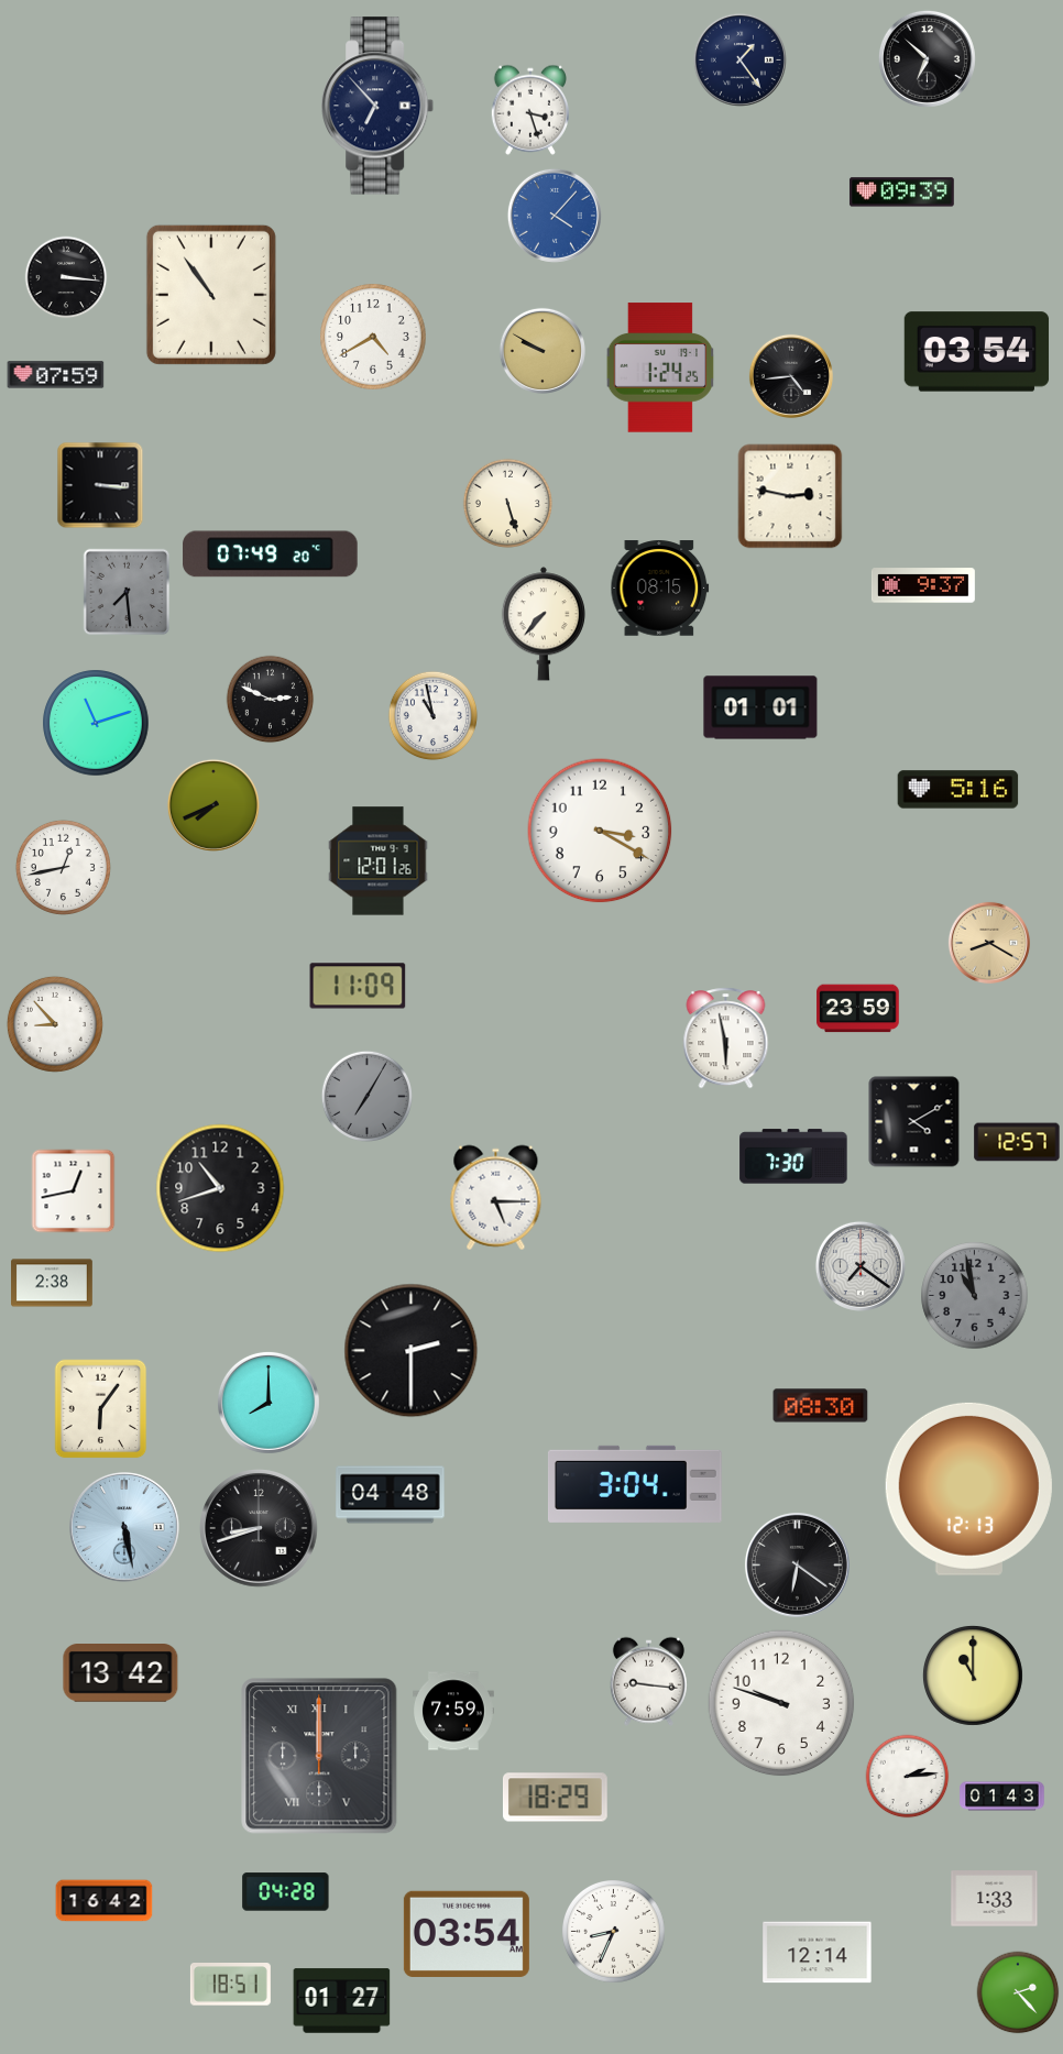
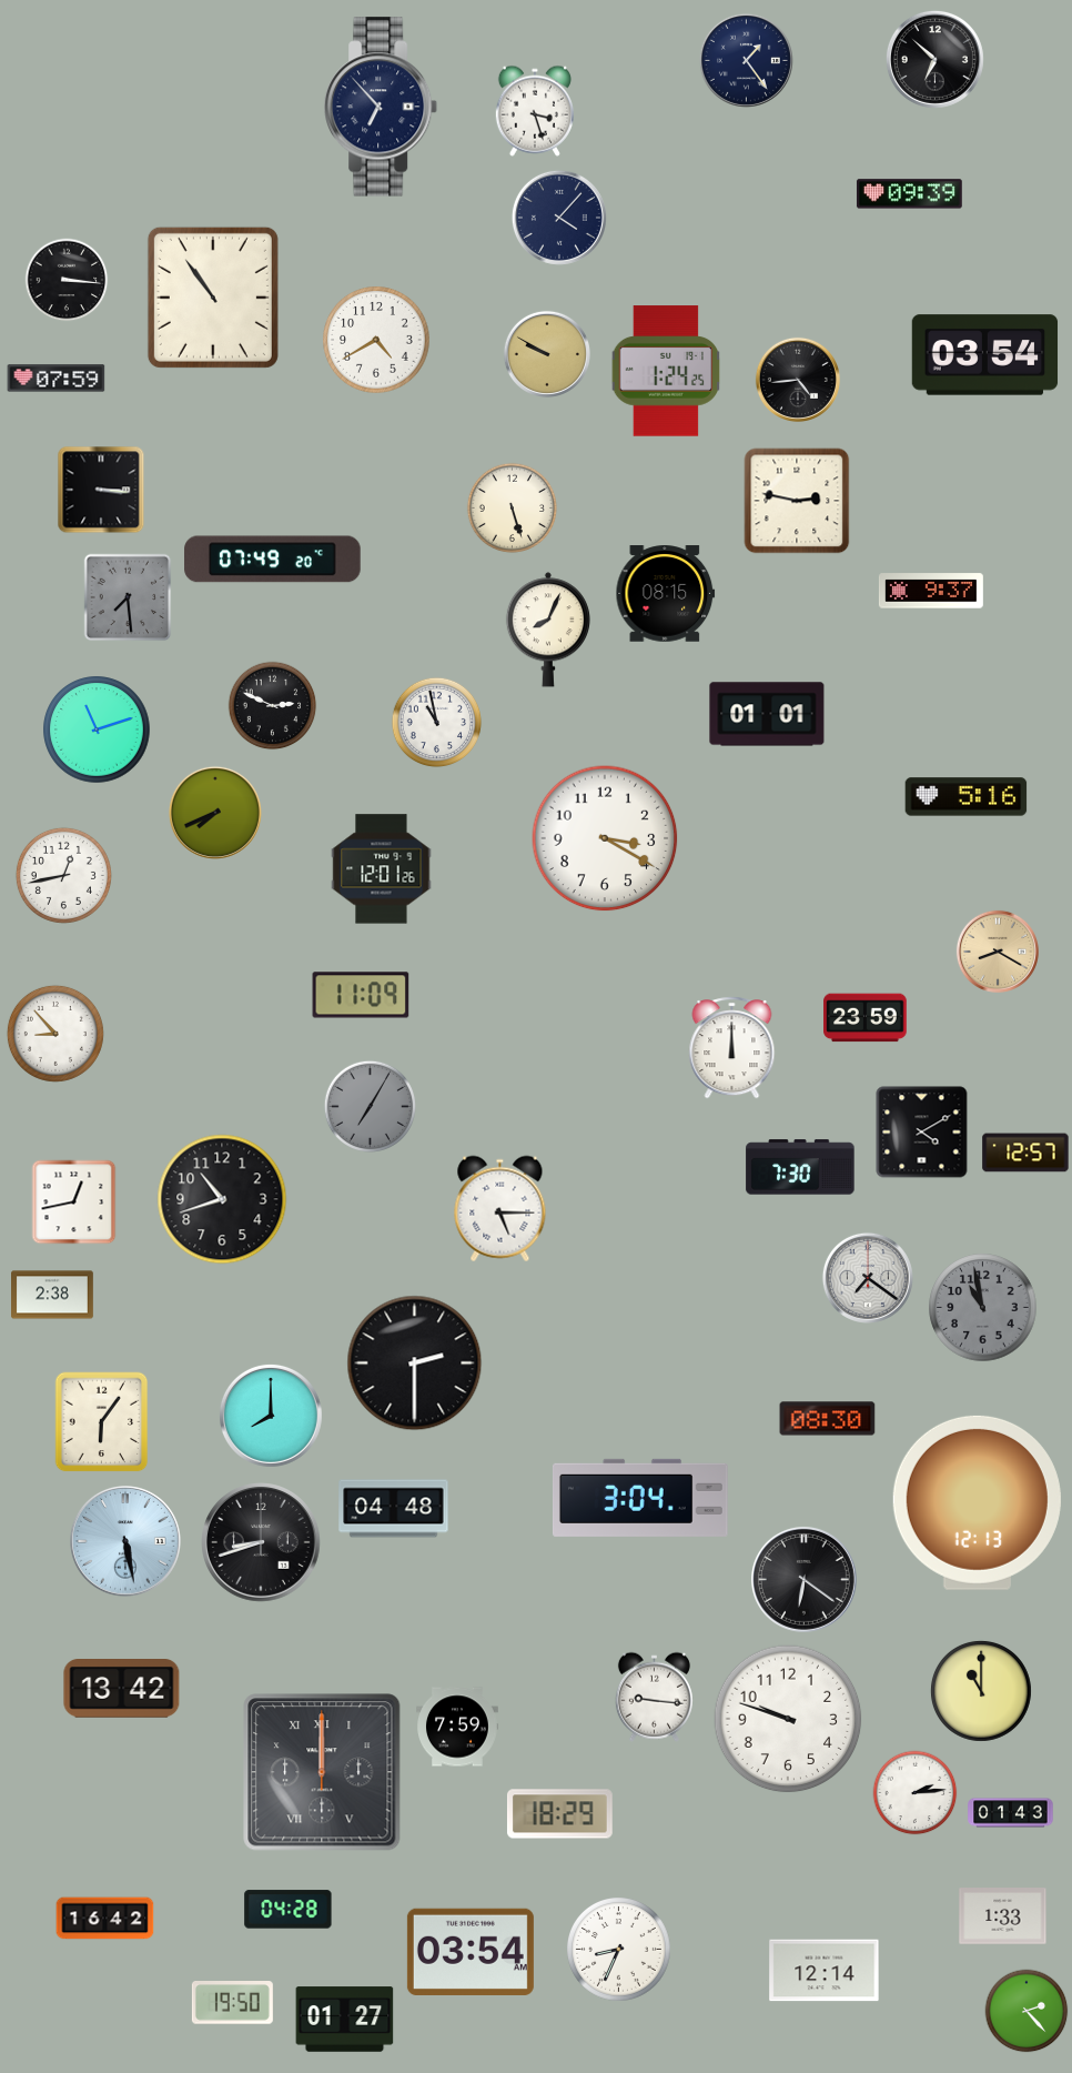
clock at (555, 216) dial: blue -> navy
clock at (543, 624): 7:37 -> 8:04
clock at (726, 1039): 5:58 -> 12:00
clock at (230, 1985): 18:51 -> 19:50
